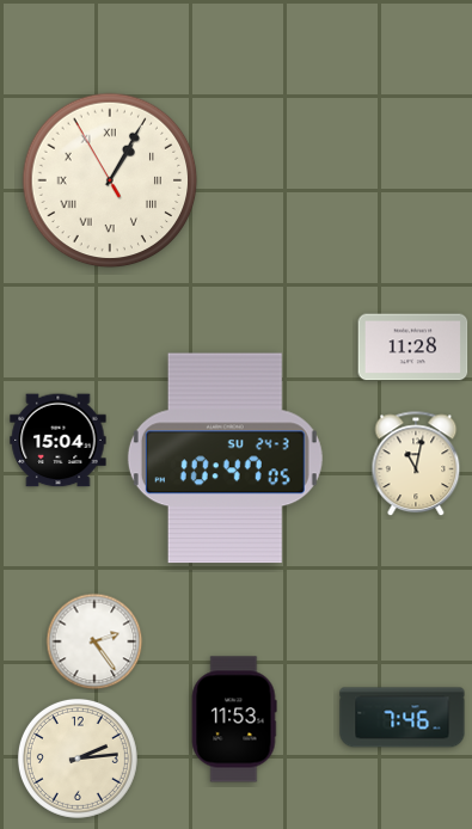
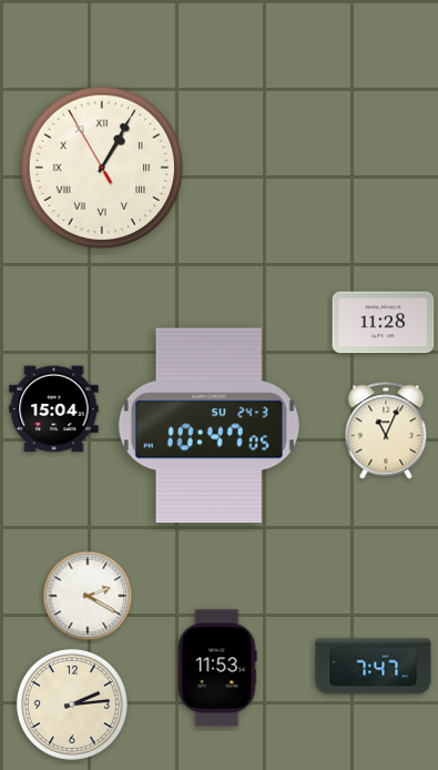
clock at (416, 465): 11:02 -> 11:04
clock at (94, 641): 2:24 -> 2:20
clock at (403, 718): 7:46 -> 7:47
